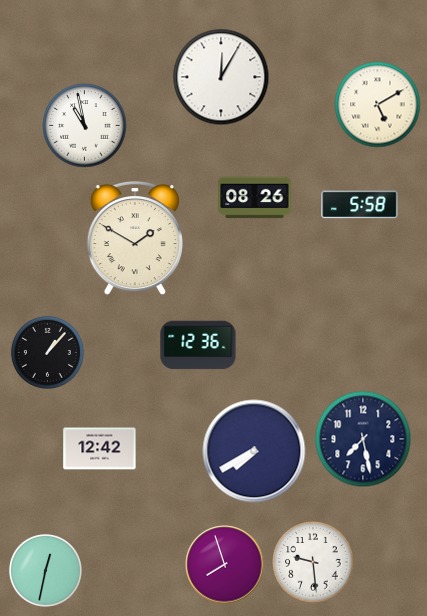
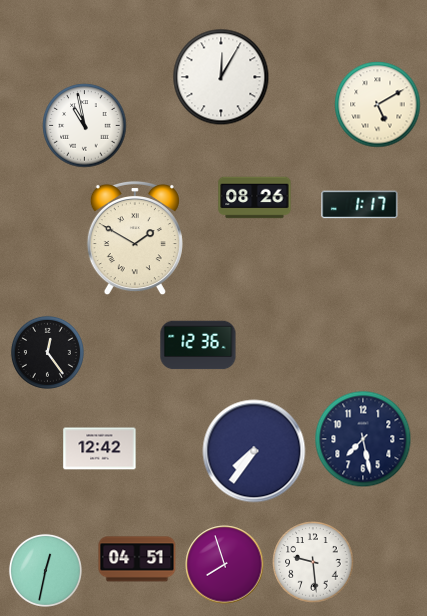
clock at (360, 205): 5:58 -> 1:17
clock at (47, 352): 1:07 -> 12:24
clock at (254, 451): 7:40 -> 7:36
clock at (137, 559): none -> 04:51
